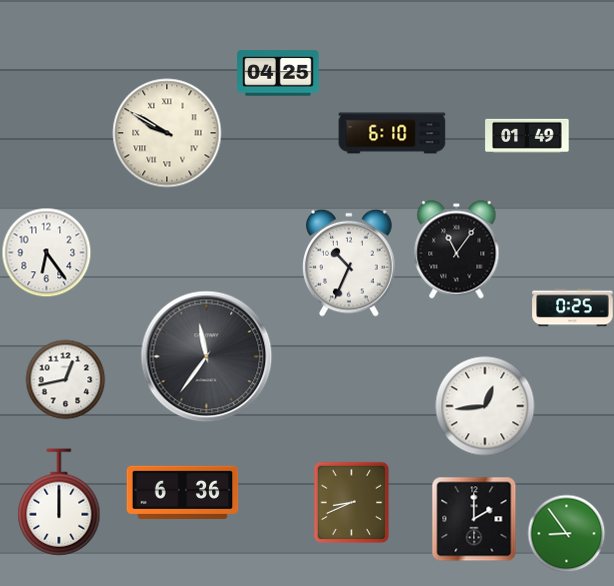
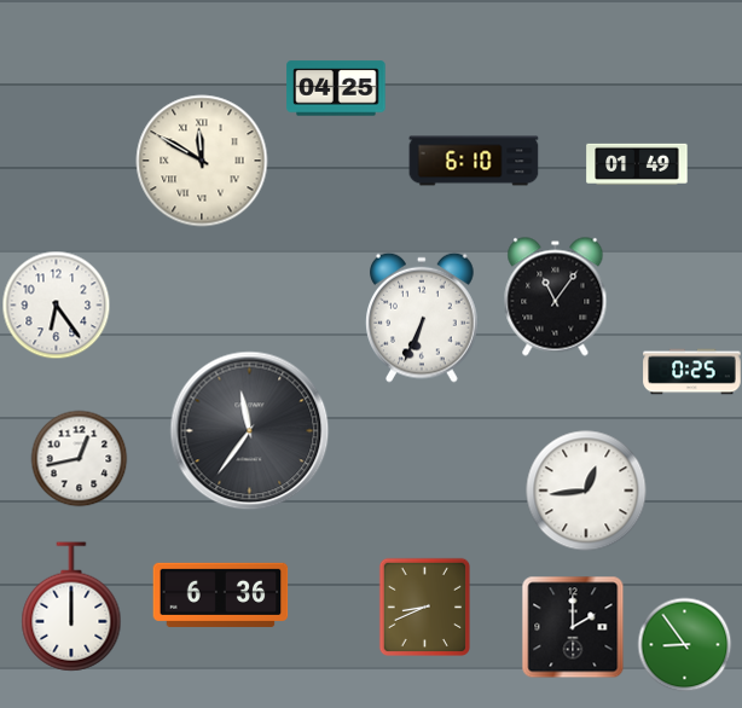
clock at (167, 133): 9:50 -> 11:50
clock at (457, 250) position: (457, 250) -> (556, 297)
clock at (350, 263): 10:34 -> 6:34
